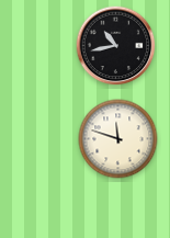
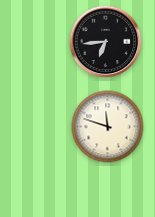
clock at (116, 46): 10:43 -> 6:44
